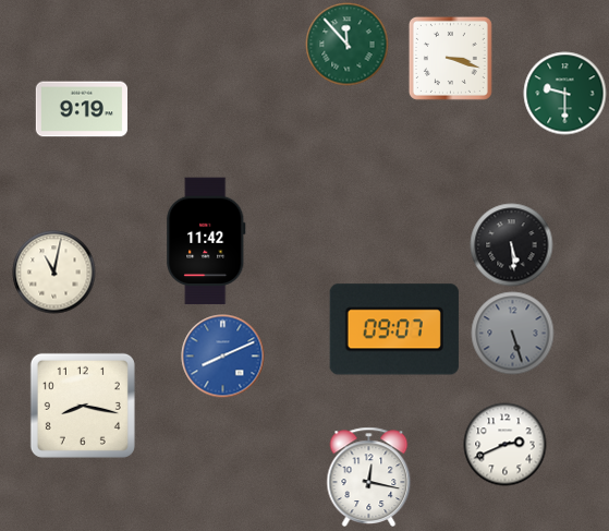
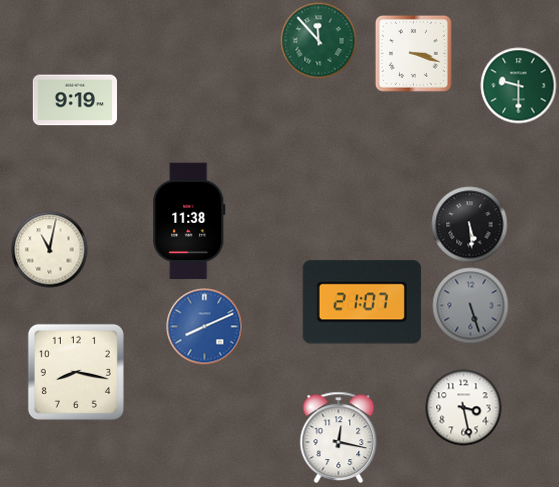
clock at (206, 241): 11:42 -> 11:38
clock at (394, 329): 09:07 -> 21:07
clock at (506, 445): 2:41 -> 3:28
